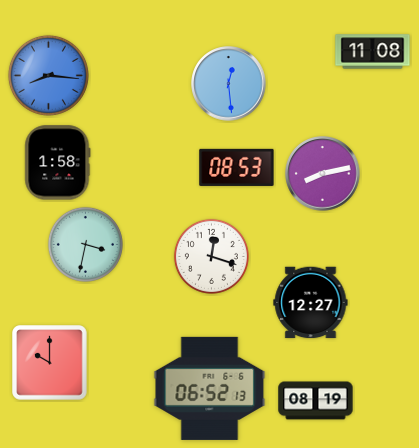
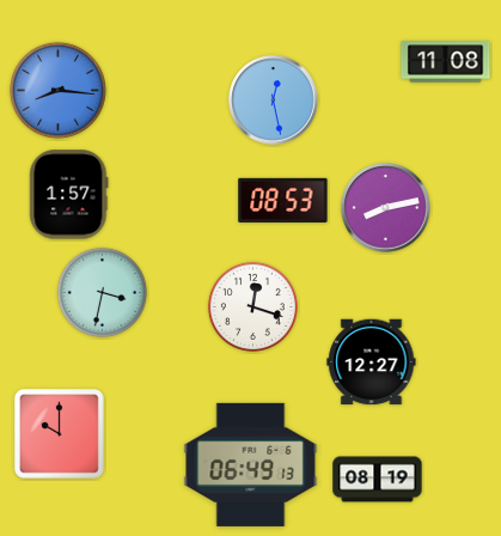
clock at (229, 84): 12:29 -> 12:28
clock at (58, 163): 1:58 -> 1:57
clock at (210, 388): 06:52 -> 06:49
